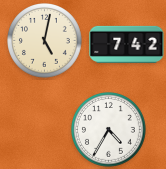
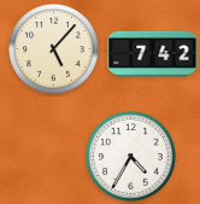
clock at (45, 41): 5:02 -> 5:07
